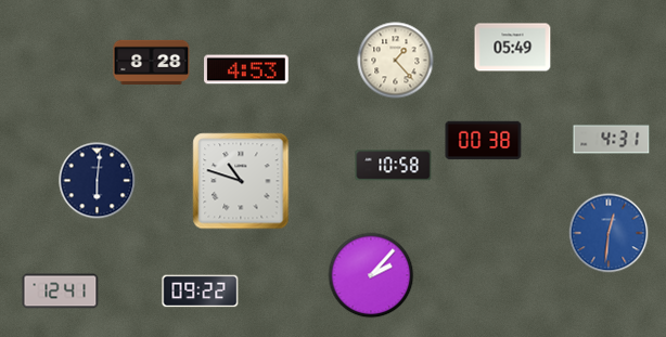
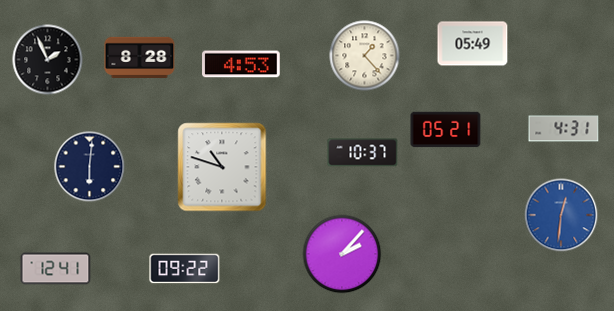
clock at (48, 60): none -> 1:56
clock at (246, 69) position: (246, 69) -> (241, 64)
clock at (484, 141): 00:38 -> 05:21
clock at (394, 166): 10:58 -> 10:37
